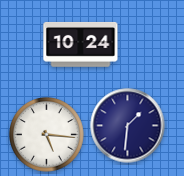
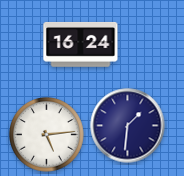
clock at (81, 44): 10:24 -> 16:24
clock at (47, 135): 5:16 -> 5:14
